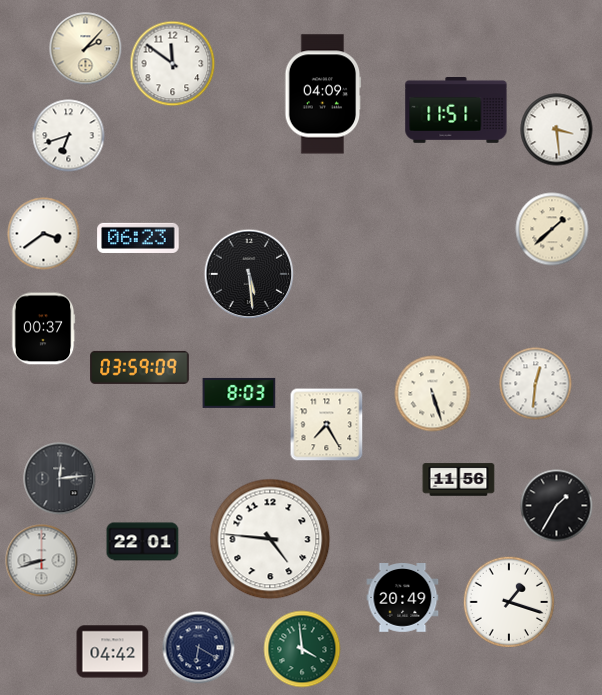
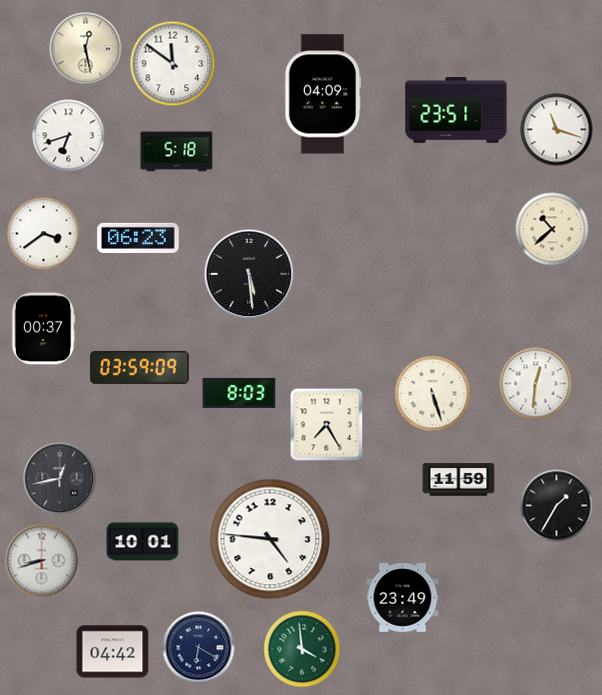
clock at (86, 49): 2:07 -> 12:28
clock at (456, 111): 11:51 -> 23:51
clock at (557, 130): 3:29 -> 11:18
clock at (177, 152): none -> 5:18
clock at (552, 229): 1:38 -> 10:38
clock at (60, 479): 12:14 -> 12:43
clock at (459, 480): 11:56 -> 11:59
clock at (143, 542): 22:01 -> 10:01
clock at (403, 598): 20:49 -> 23:49
clock at (509, 602): 1:18 -> none
